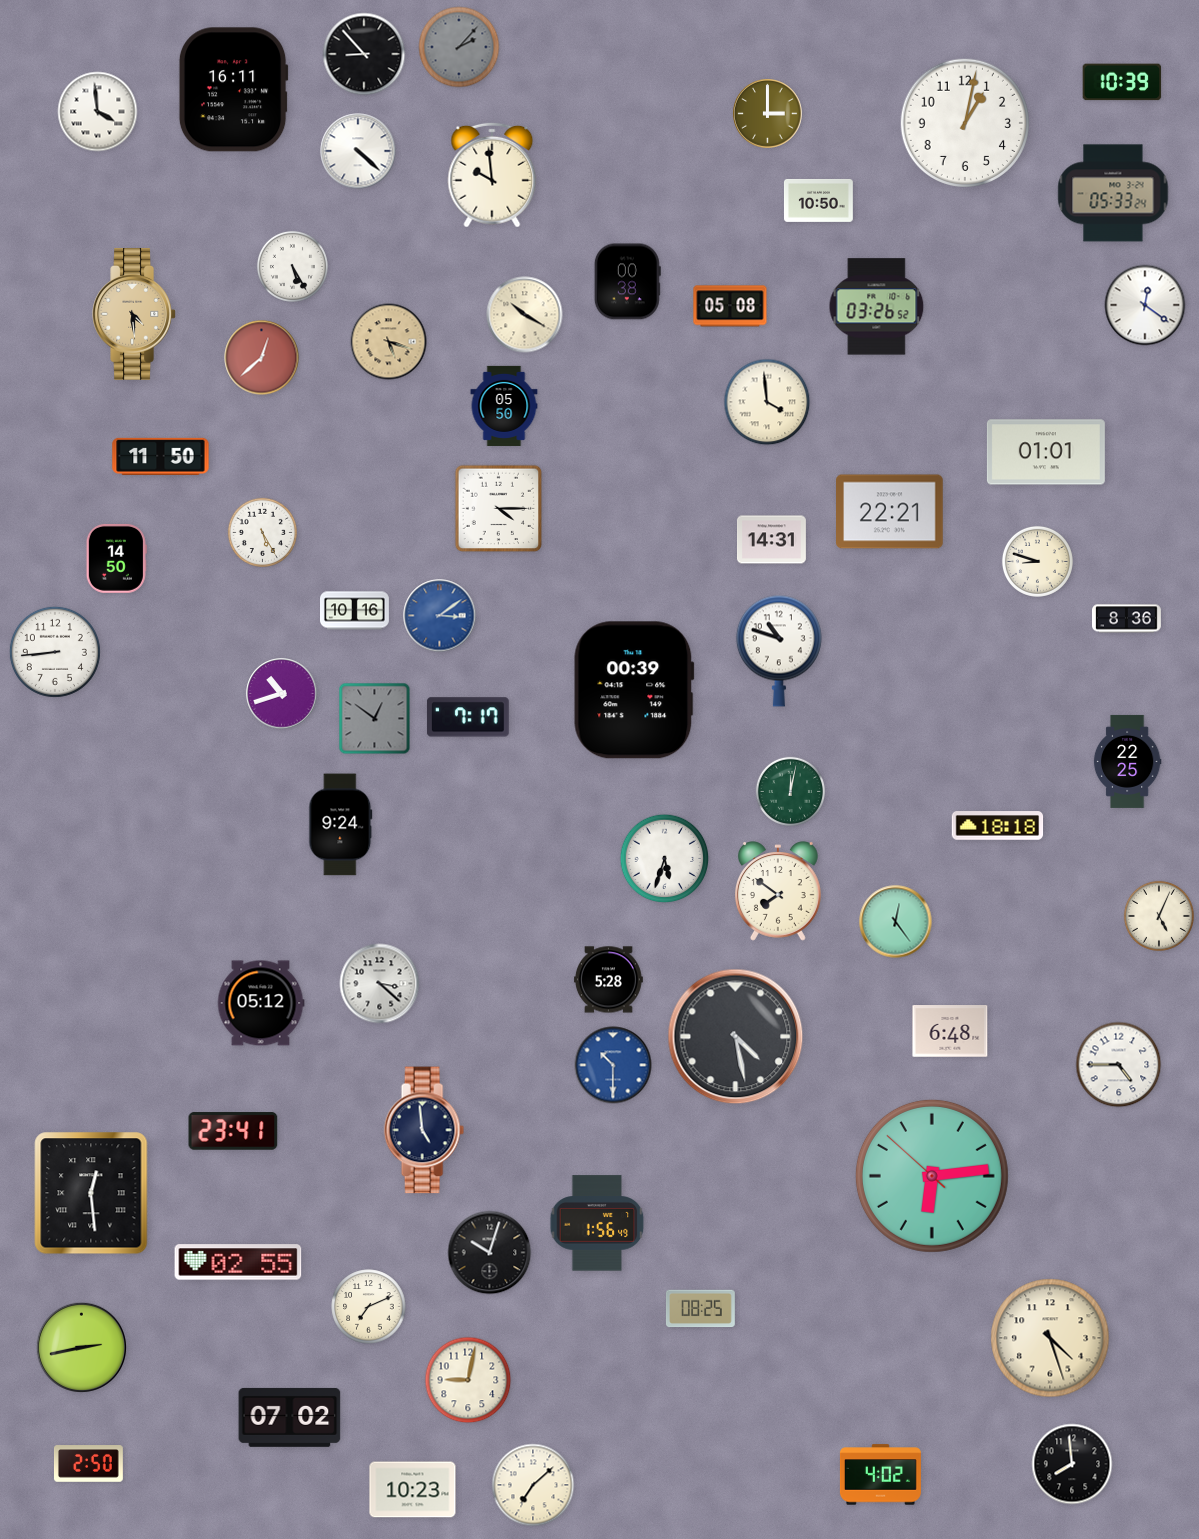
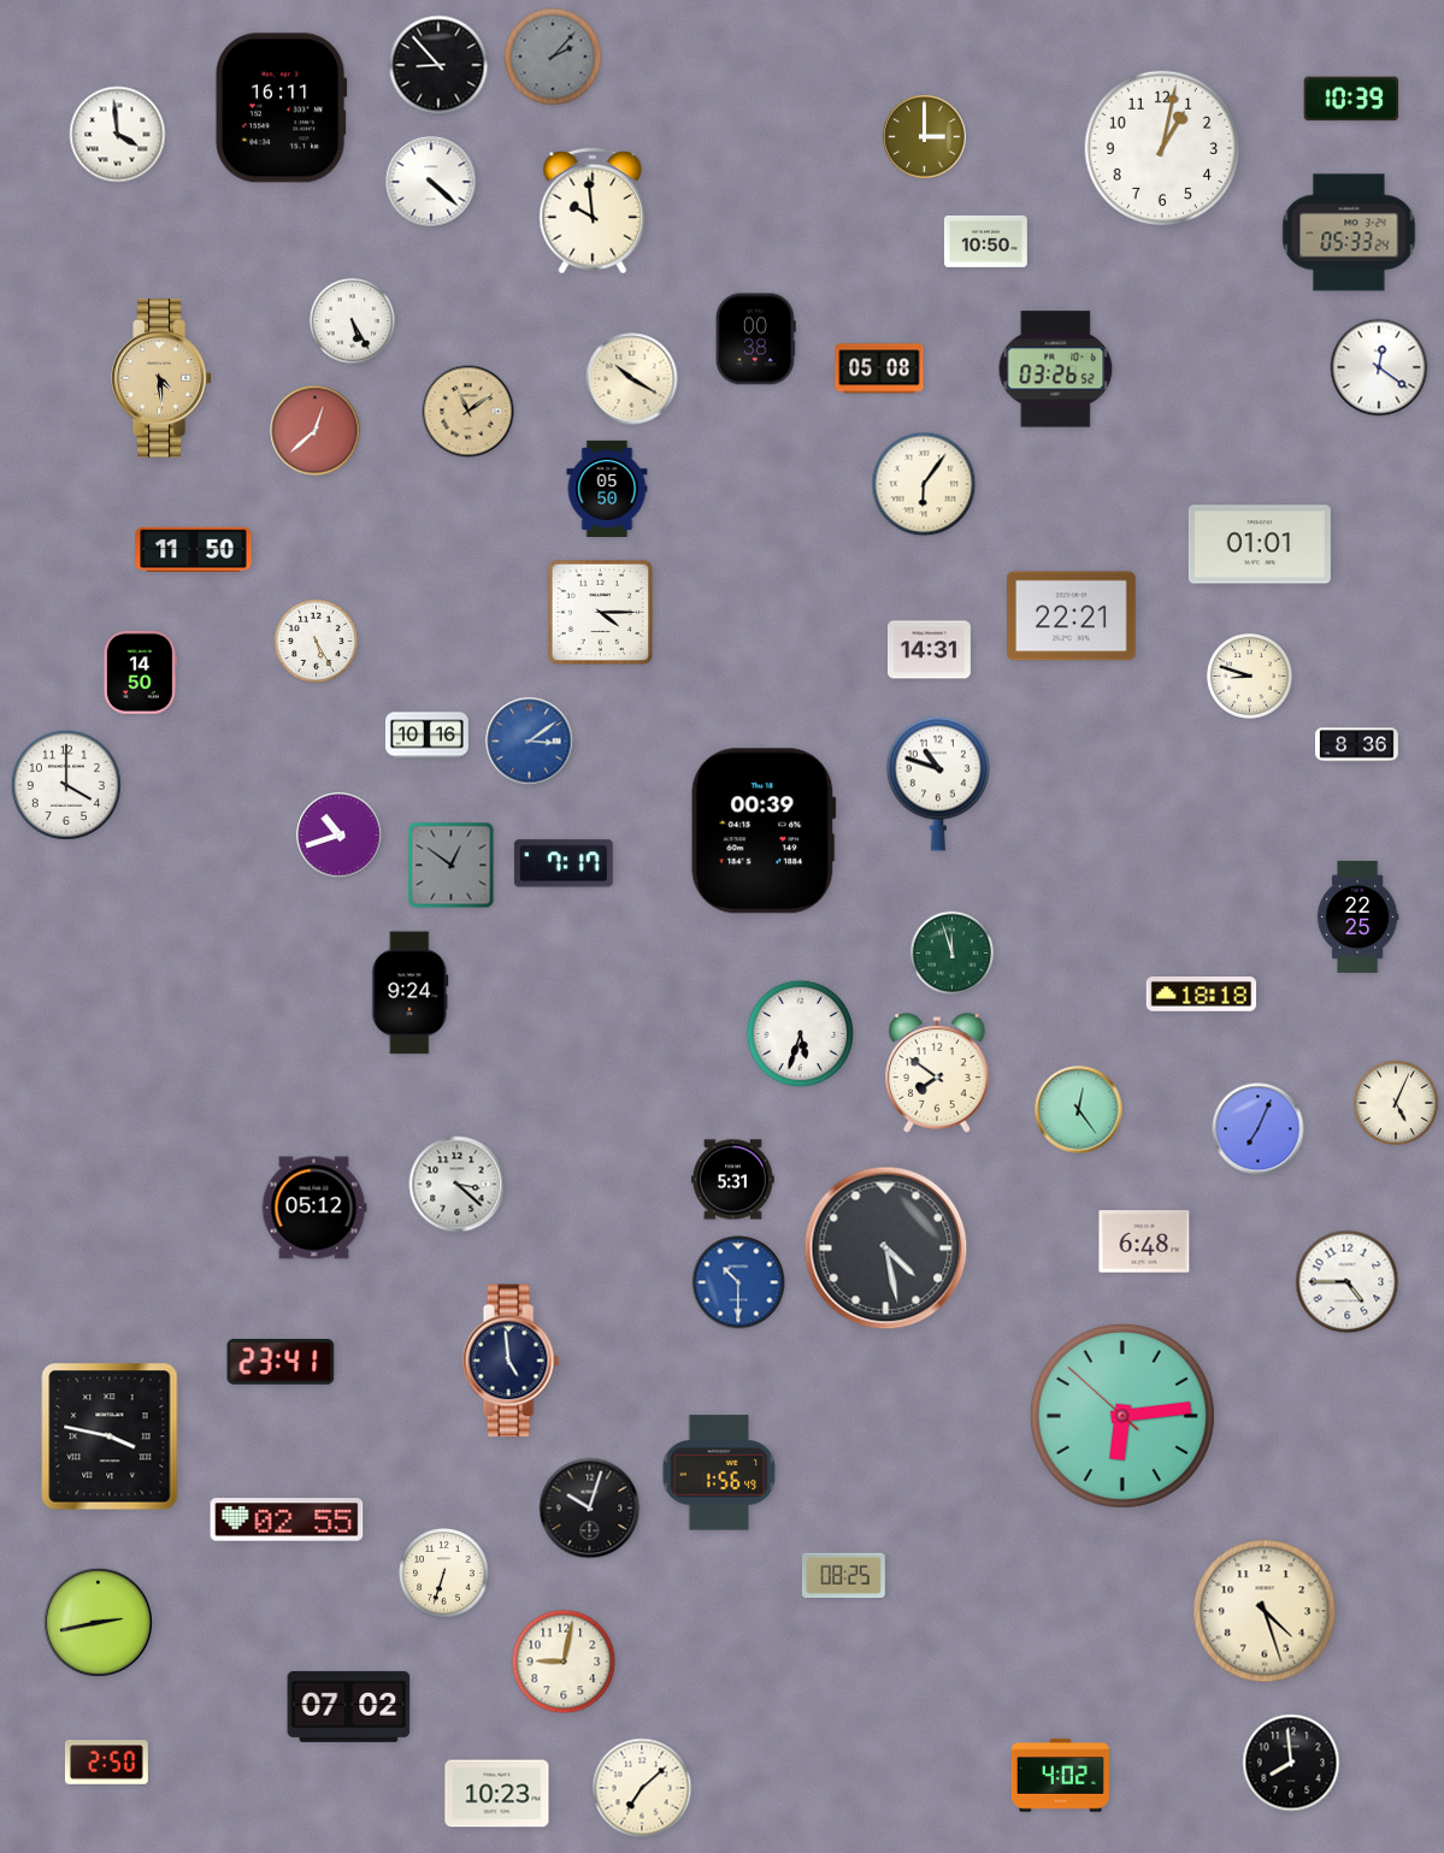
clock at (1113, 193) position: (1113, 193) -> (1349, 232)
clock at (389, 342): 5:18 -> 11:09
clock at (767, 402): 3:59 -> 6:06
clock at (55, 652): 8:44 -> 4:00
clock at (790, 791): 12:02 -> 11:57
clock at (1259, 1129): none -> 7:04
clock at (608, 980): 5:28 -> 5:31
clock at (91, 1193): 12:29 -> 3:47
clock at (369, 1307): 7:11 -> 6:33
